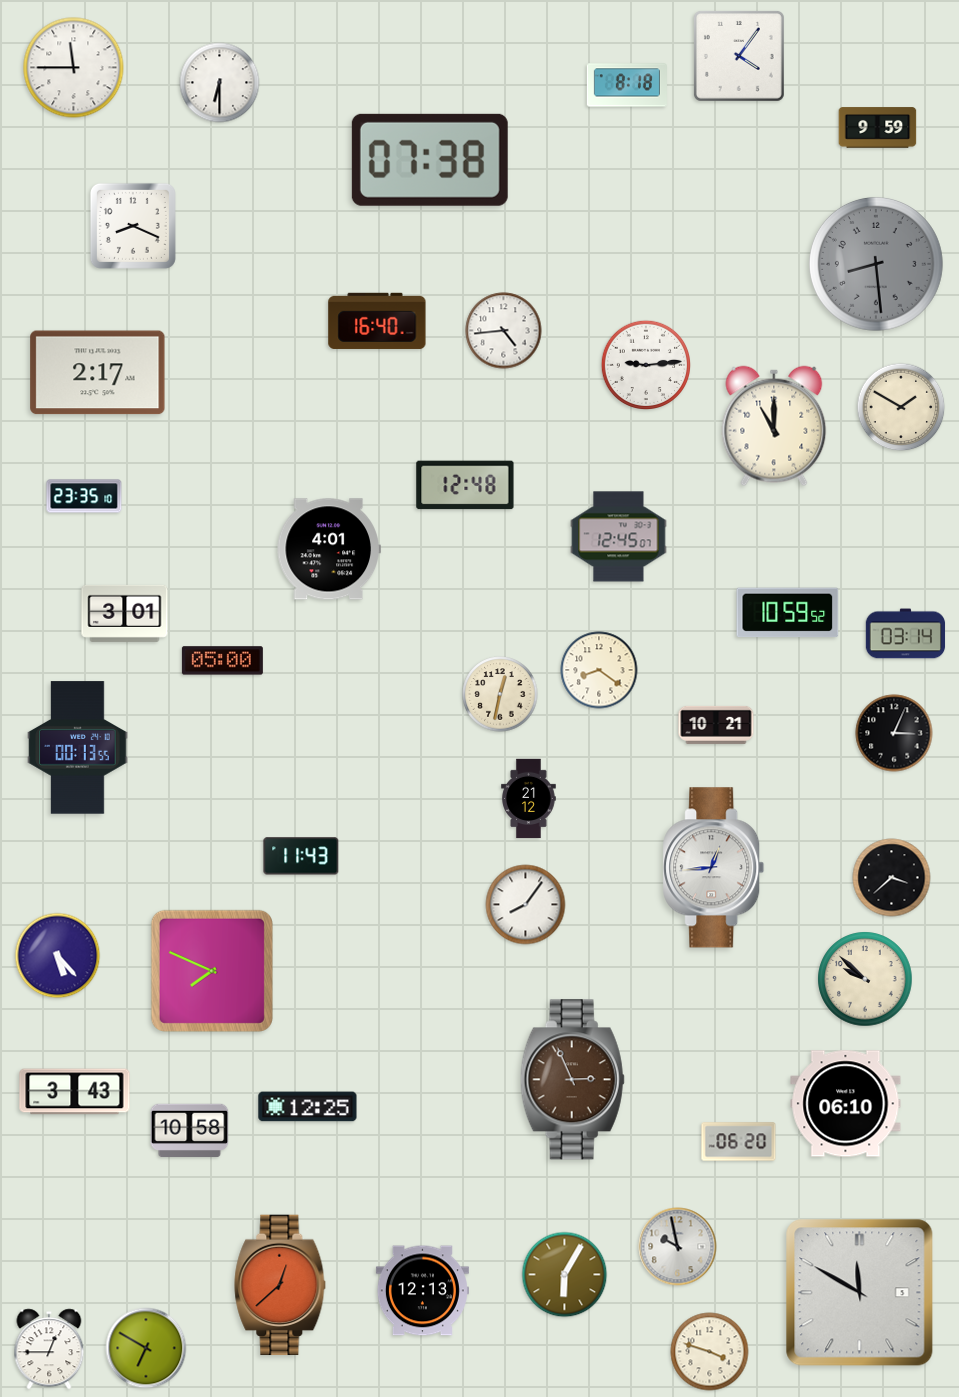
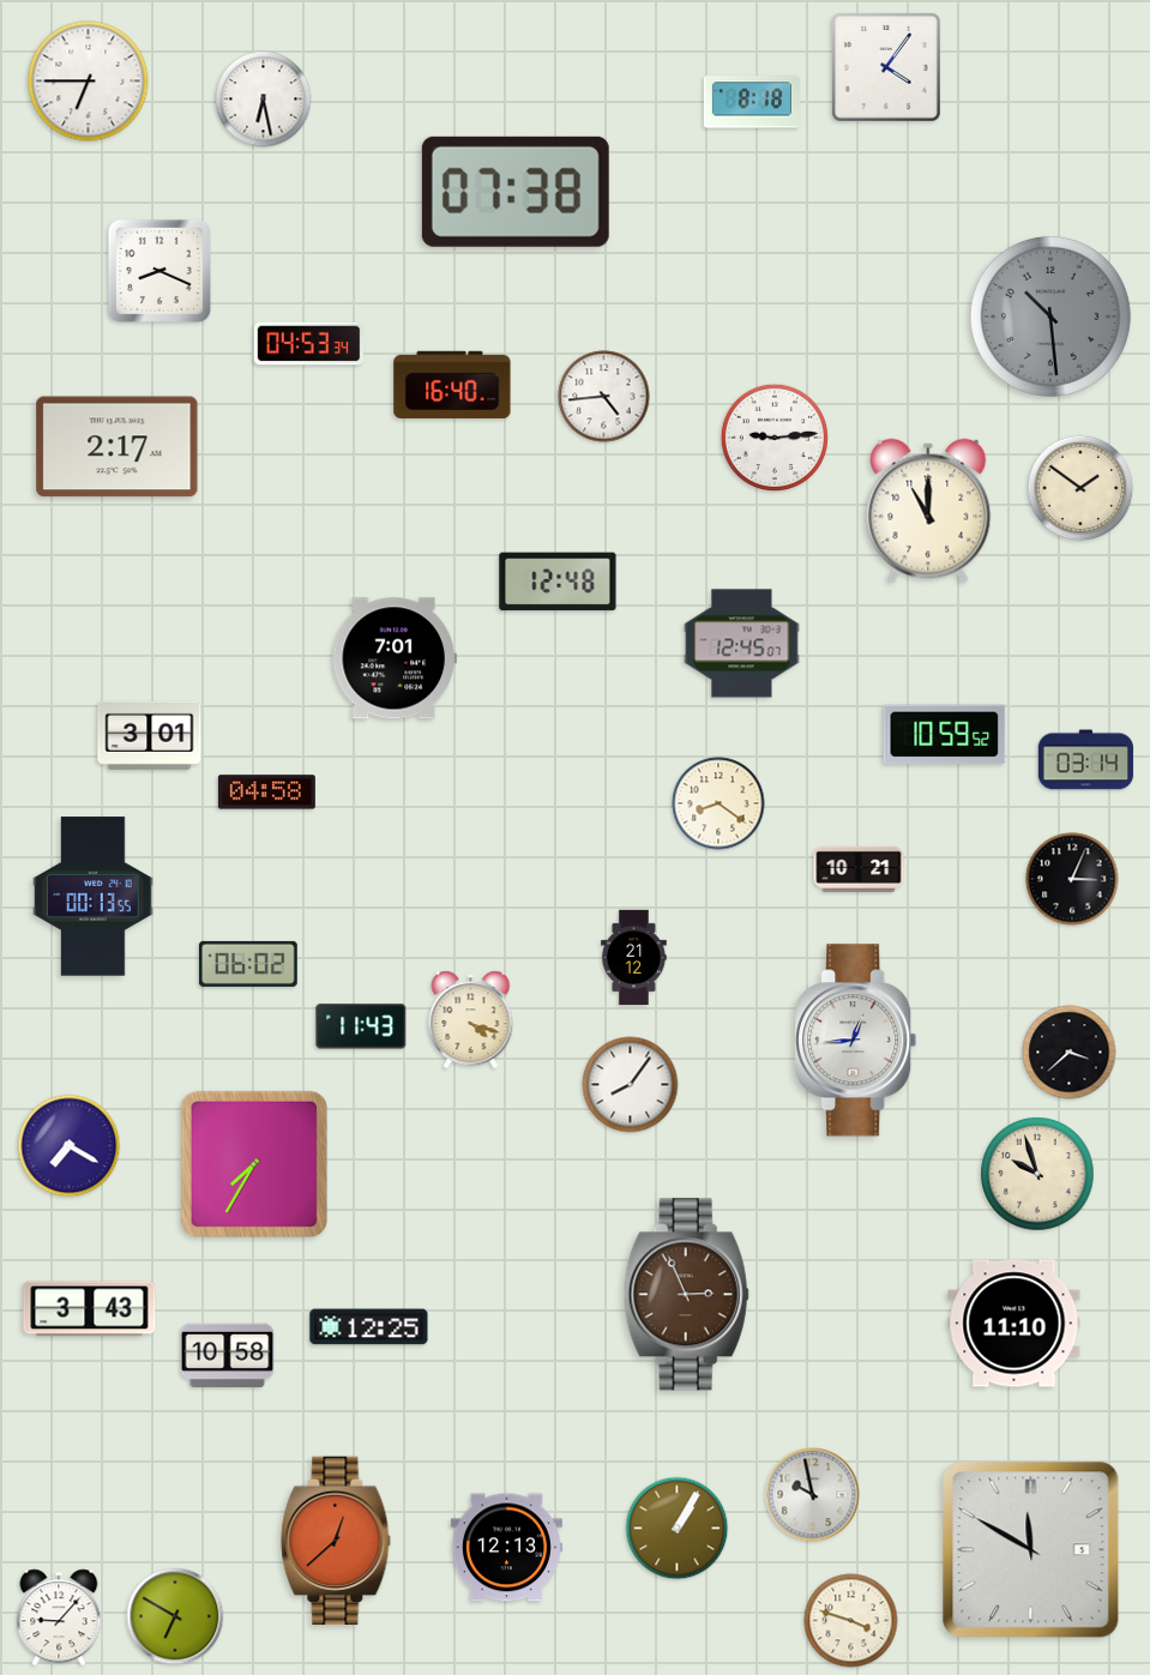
clock at (74, 68): 11:45 -> 6:45
clock at (220, 83): 6:30 -> 6:28
clock at (878, 128): 9:59 -> none
clock at (876, 264): 8:29 -> 10:29
clock at (309, 344): none -> 04:53
clock at (901, 407): 1:50 -> 1:51
clock at (84, 496): 23:35 -> none
clock at (329, 549): 4:01 -> 7:01
clock at (222, 661): 05:00 -> 04:58
clock at (500, 694): 12:32 -> none
clock at (248, 964): none -> 06:02
clock at (471, 1020): none -> 4:18
clock at (58, 956): 5:23 -> 7:20
clock at (212, 971): 7:49 -> 7:35
clock at (865, 979): 9:52 -> 9:57
clock at (846, 1104): 06:10 -> 11:10
clock at (739, 1142): 06:20 -> none
clock at (565, 1275): 6:05 -> 1:05
clock at (49, 1349): 12:45 -> 9:07
